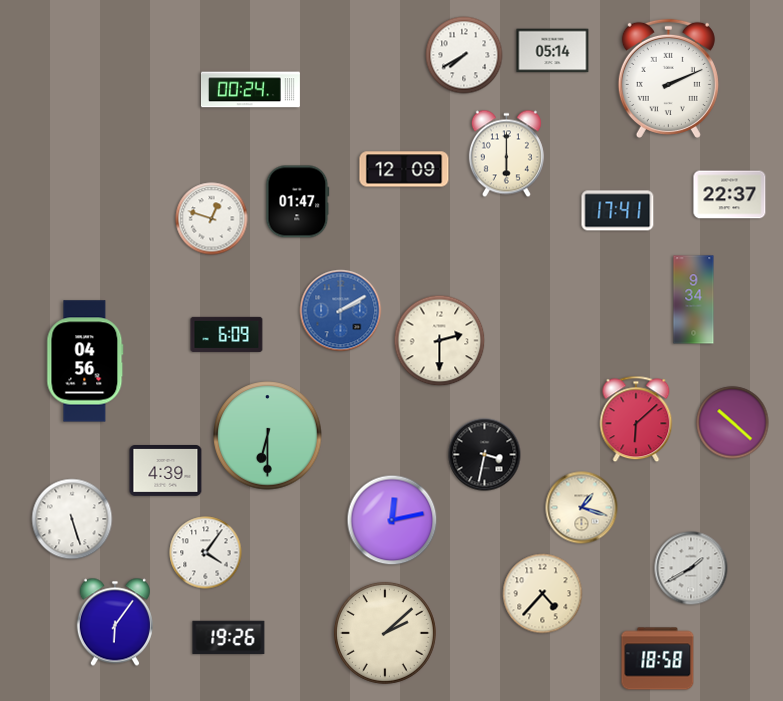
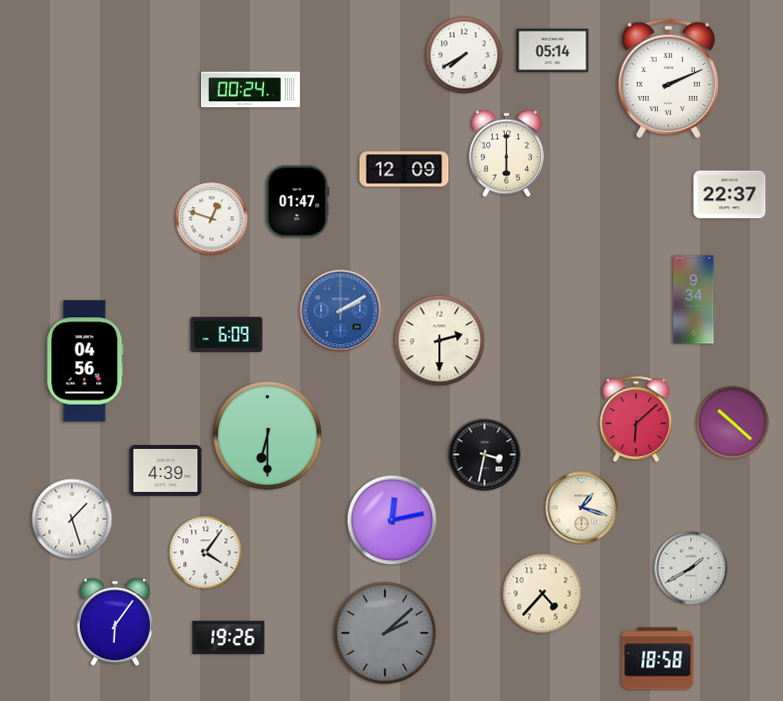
clock at (618, 211): 17:41 -> none
clock at (72, 519): 5:27 -> 1:27
clock at (385, 633) dial: cream -> grey
